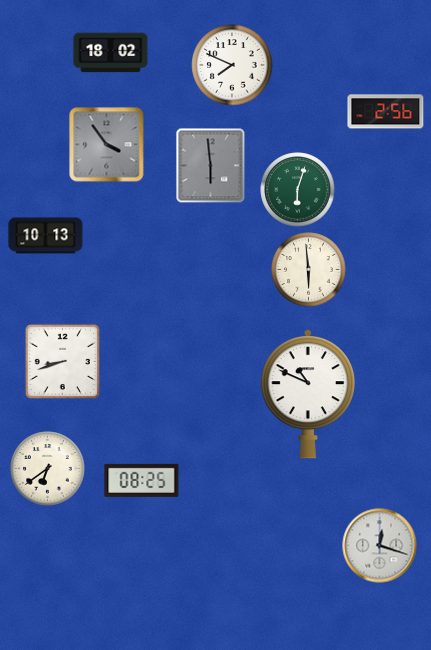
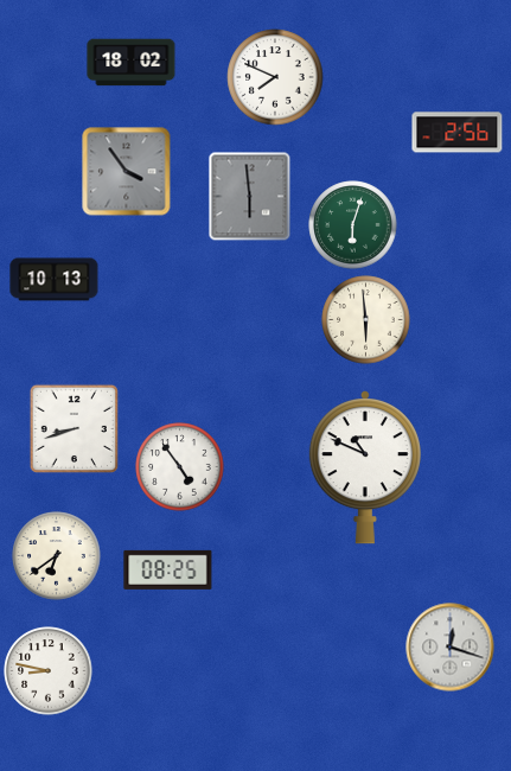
clock at (180, 467): none -> 4:54
clock at (49, 671): none -> 8:47
